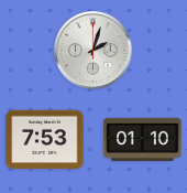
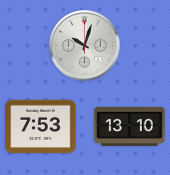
clock at (94, 51): 2:03 -> 10:03
clock at (143, 139): 01:10 -> 13:10
